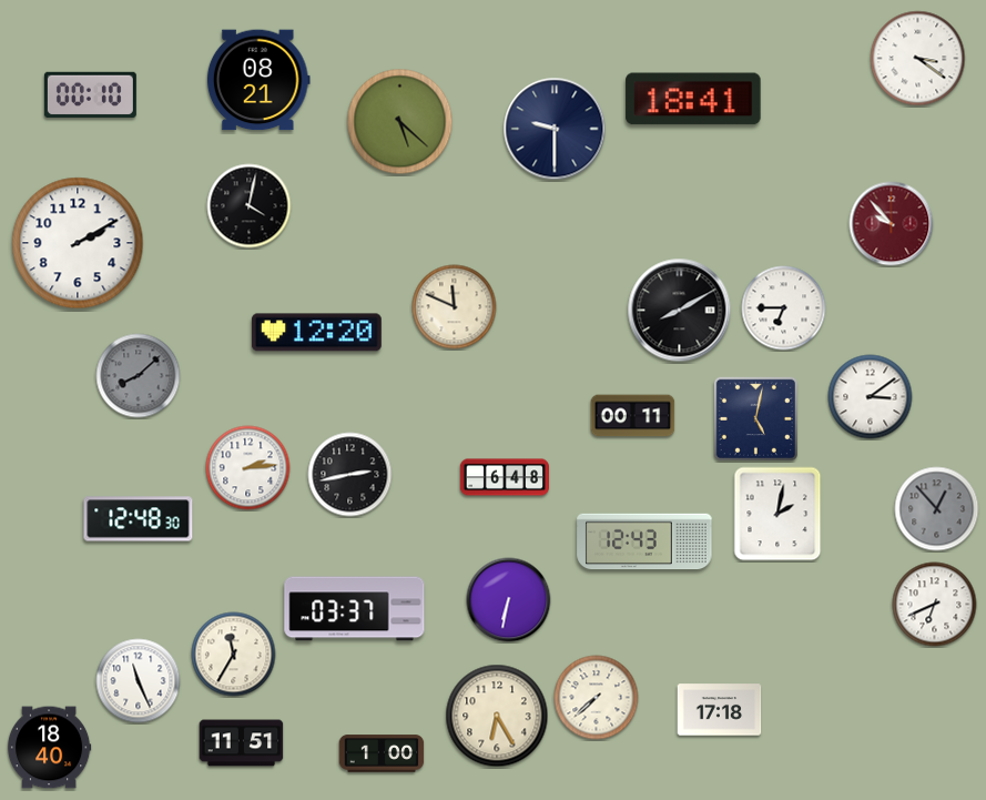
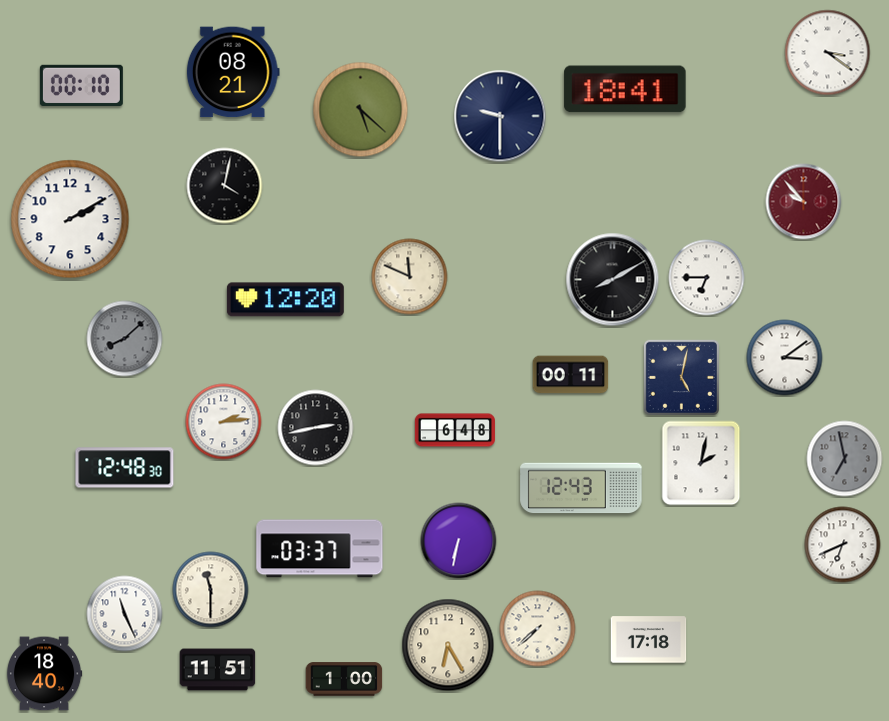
clock at (937, 509): 12:53 -> 6:58
clock at (234, 655): 11:35 -> 11:30
